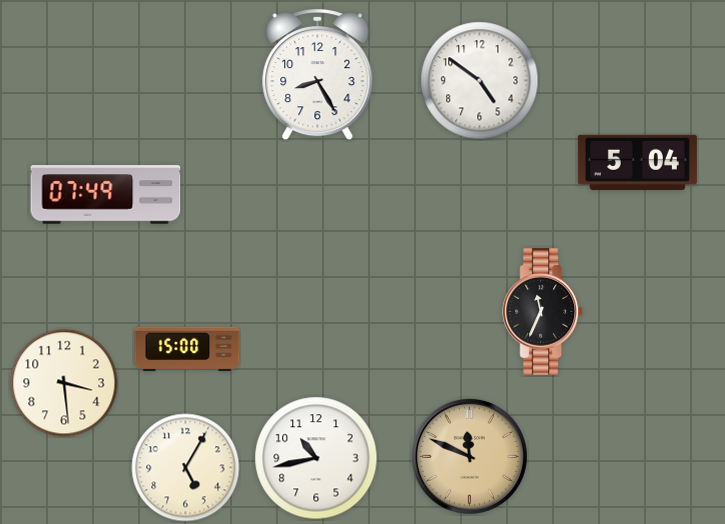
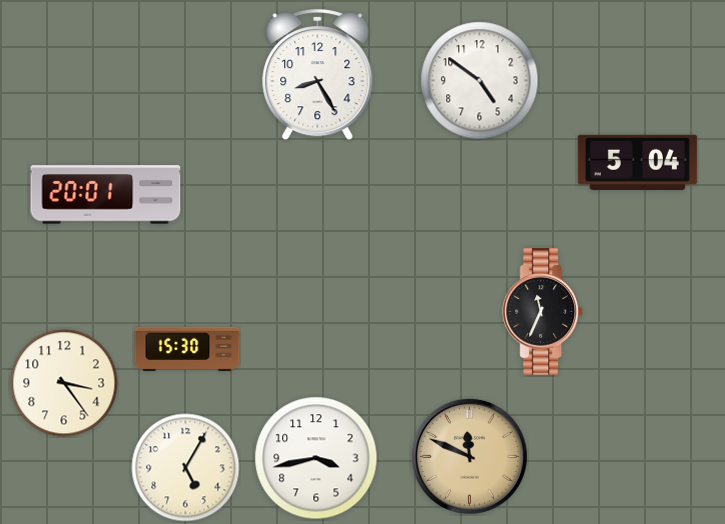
clock at (106, 195): 07:49 -> 20:01
clock at (187, 349): 15:00 -> 15:30
clock at (64, 383): 3:29 -> 3:24
clock at (316, 458): 10:43 -> 3:43
